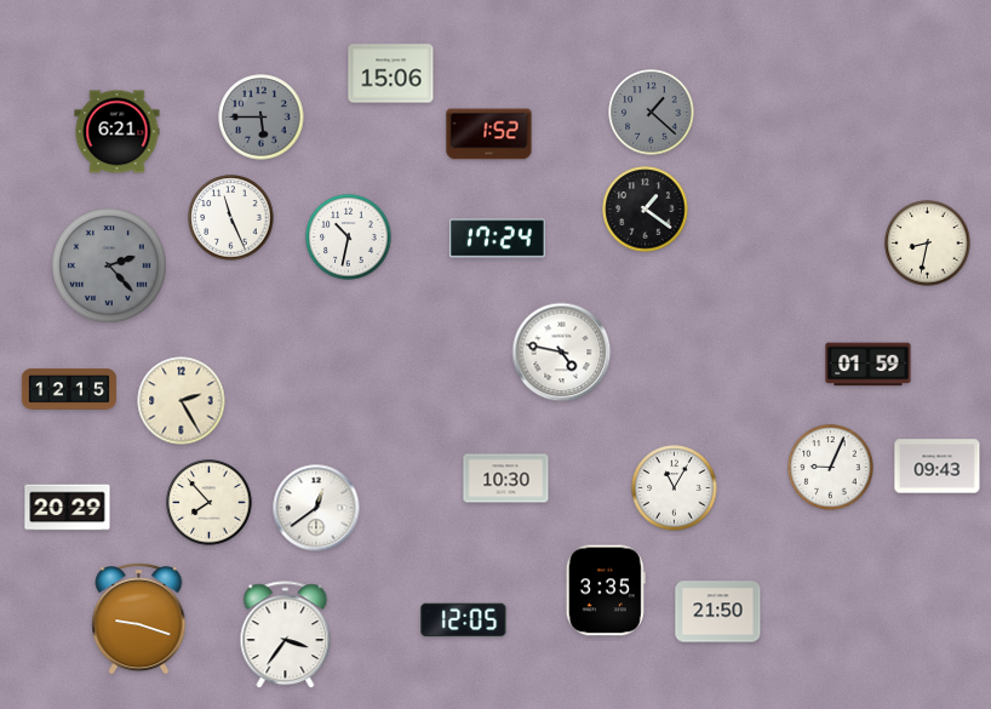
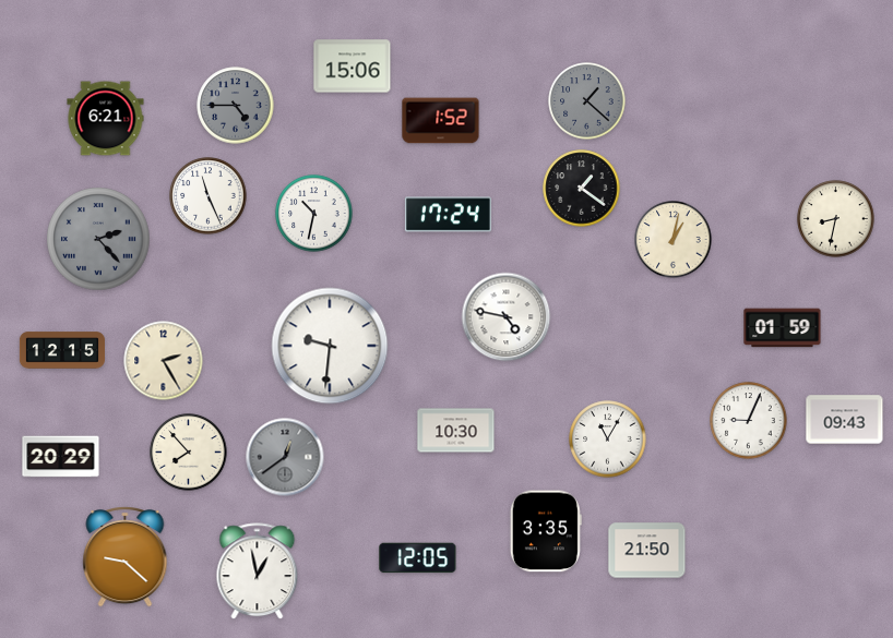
clock at (262, 118): 5:45 -> 4:45
clock at (674, 240): none -> 1:02
clock at (330, 346): none -> 9:31
clock at (316, 508) dial: white -> grey
clock at (139, 619): 9:18 -> 9:22
clock at (286, 635): 3:36 -> 12:58
